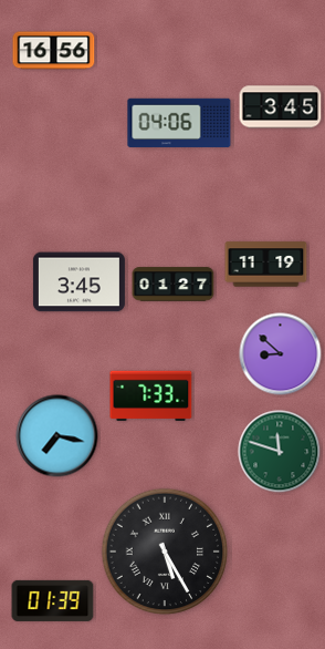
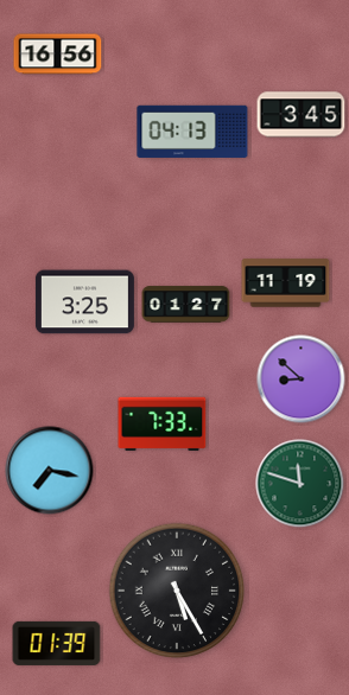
clock at (179, 122): 04:06 -> 04:13
clock at (78, 282): 3:45 -> 3:25
clock at (57, 436) position: (57, 436) -> (50, 471)
